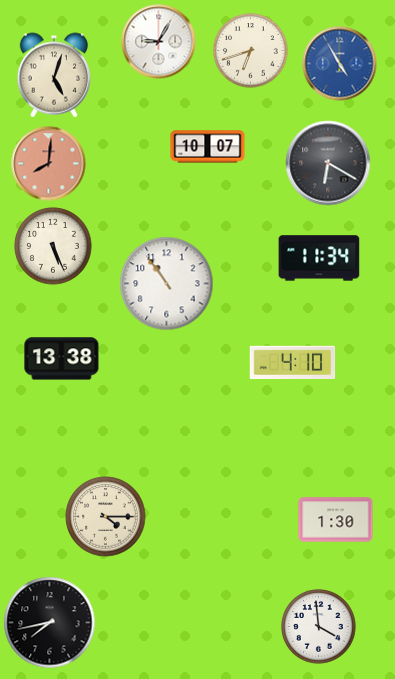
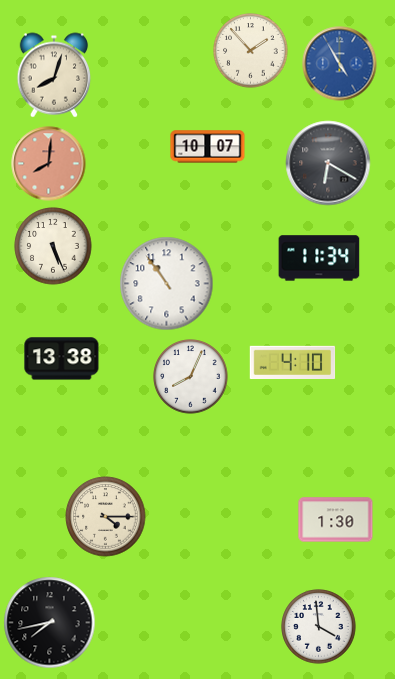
clock at (159, 42): 9:05 -> none
clock at (251, 51): 6:42 -> 1:53
clock at (54, 75): 5:03 -> 8:03
clock at (191, 377): none -> 8:04
